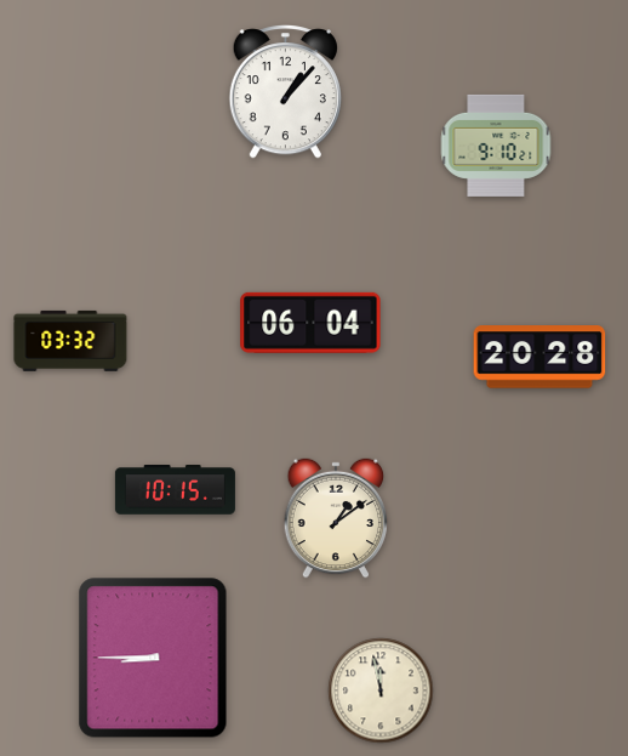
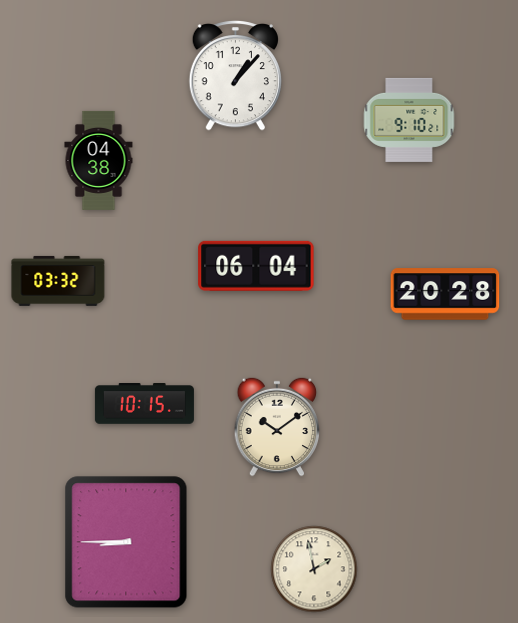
clock at (99, 160): none -> 04:38
clock at (336, 518): 1:09 -> 10:09
clock at (381, 690): 11:58 -> 1:58
